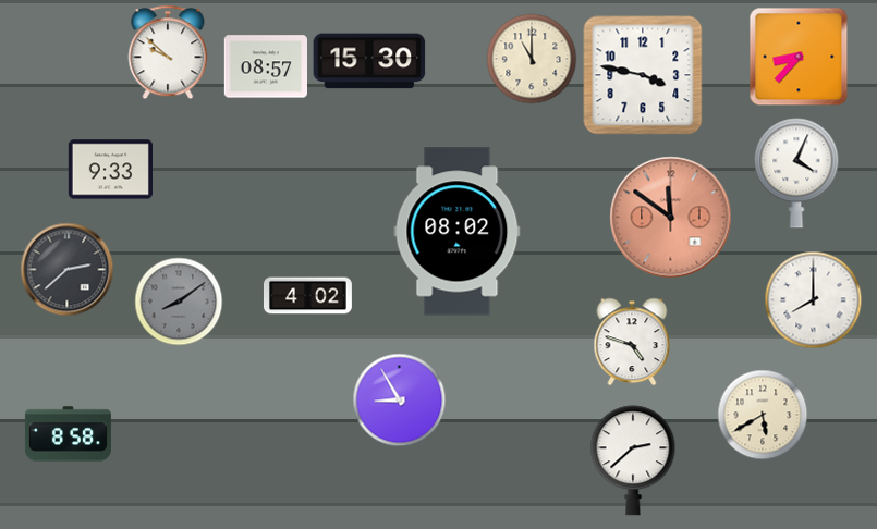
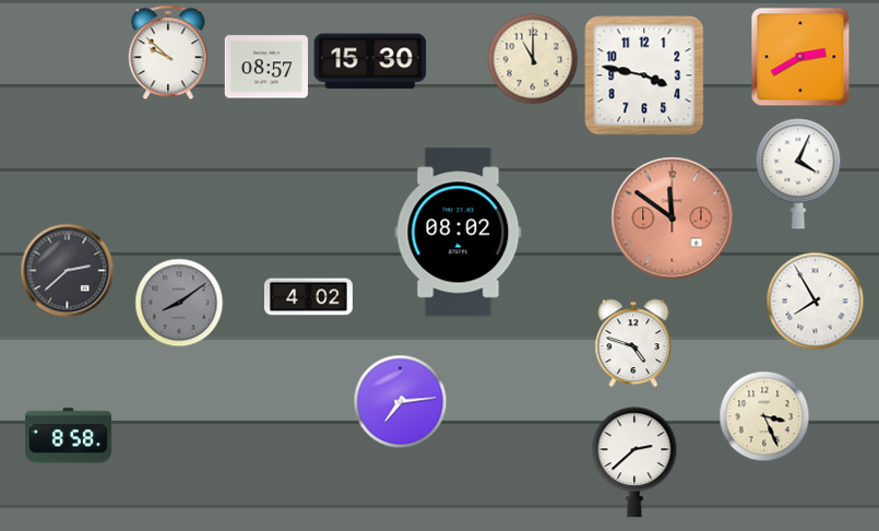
clock at (799, 57): 8:37 -> 2:40
clock at (110, 170): 9:33 -> none
clock at (814, 300): 8:00 -> 7:55
clock at (400, 401): 8:55 -> 7:14
clock at (763, 415): 5:40 -> 3:26
